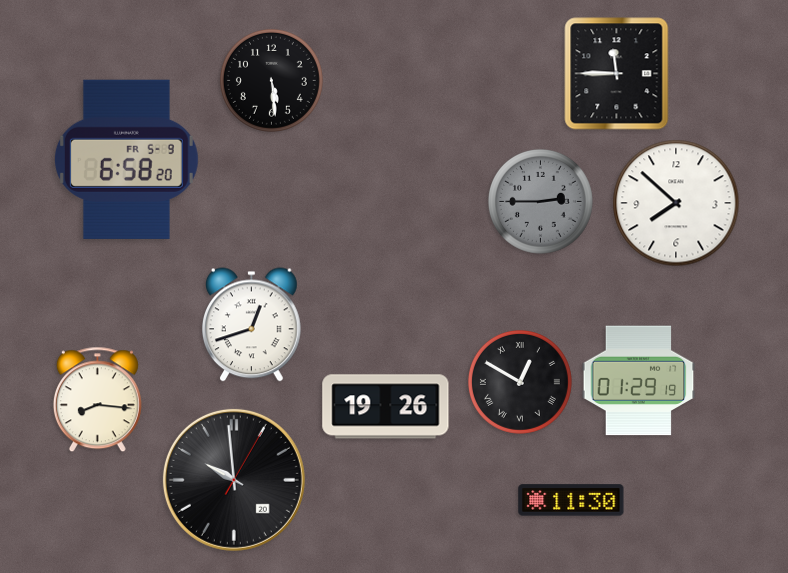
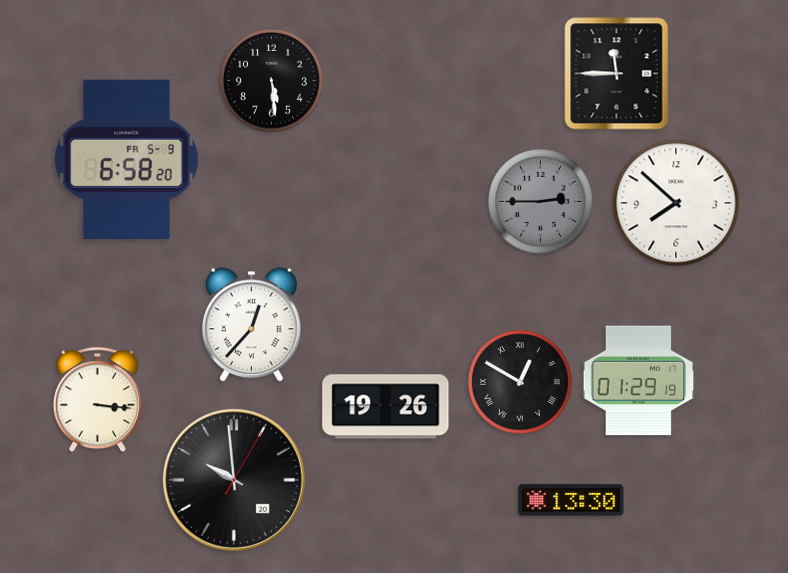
clock at (252, 325): 12:42 -> 12:37
clock at (97, 400): 8:16 -> 3:16
clock at (571, 500): 11:30 -> 13:30
